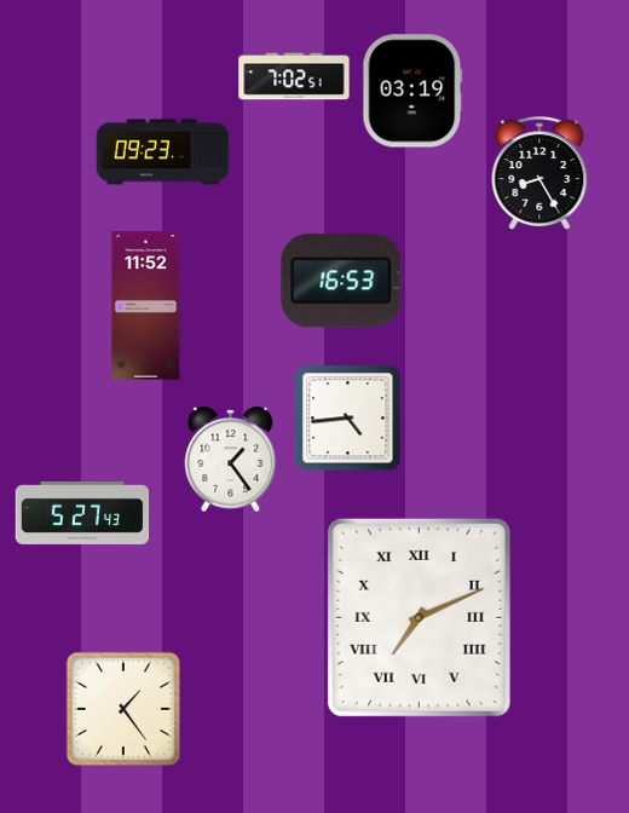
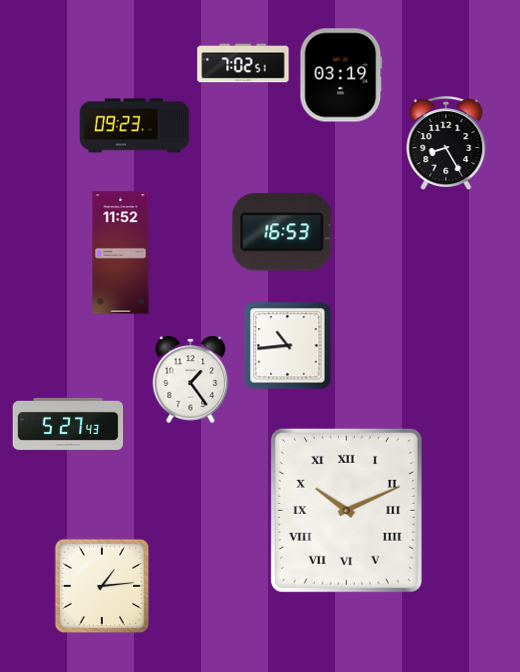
clock at (348, 419): 4:44 -> 10:44
clock at (419, 617): 7:11 -> 10:11
clock at (123, 709): 1:24 -> 1:14
